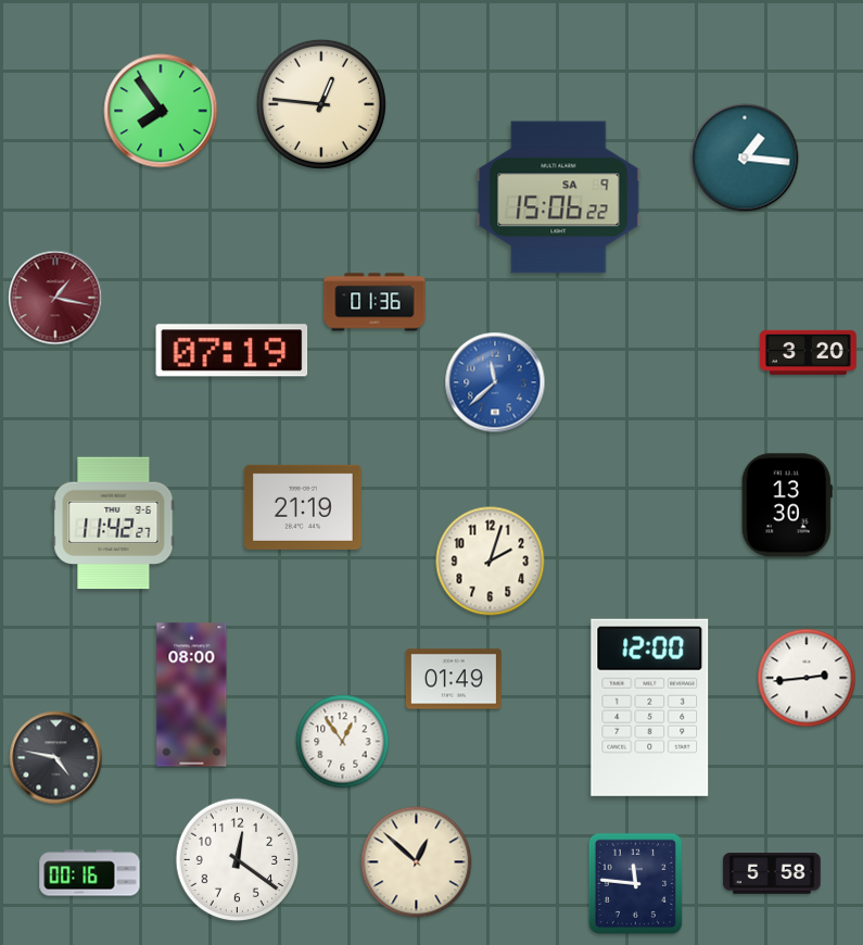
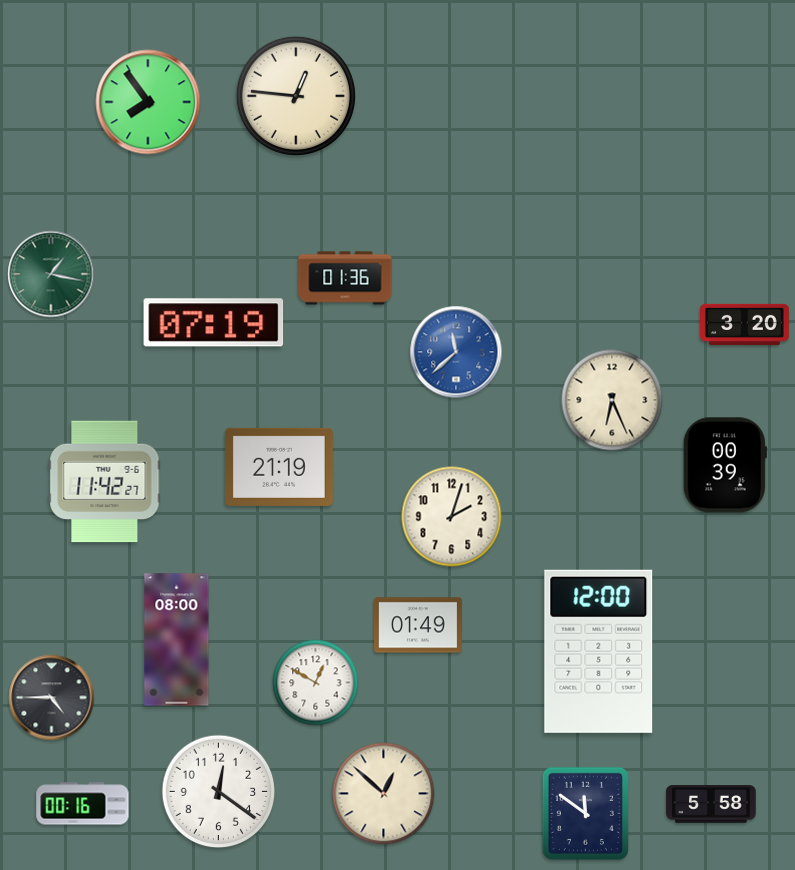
clock at (745, 157): 1:16 -> none
clock at (559, 198): 15:06 -> none
clock at (55, 298) dial: burgundy -> green
clock at (612, 400): none -> 6:26
clock at (787, 505): 13:30 -> 00:39
clock at (807, 678): 2:44 -> none
clock at (343, 742): 12:54 -> 12:50
clock at (56, 758): 4:47 -> 4:45
clock at (635, 883): 11:46 -> 11:51
